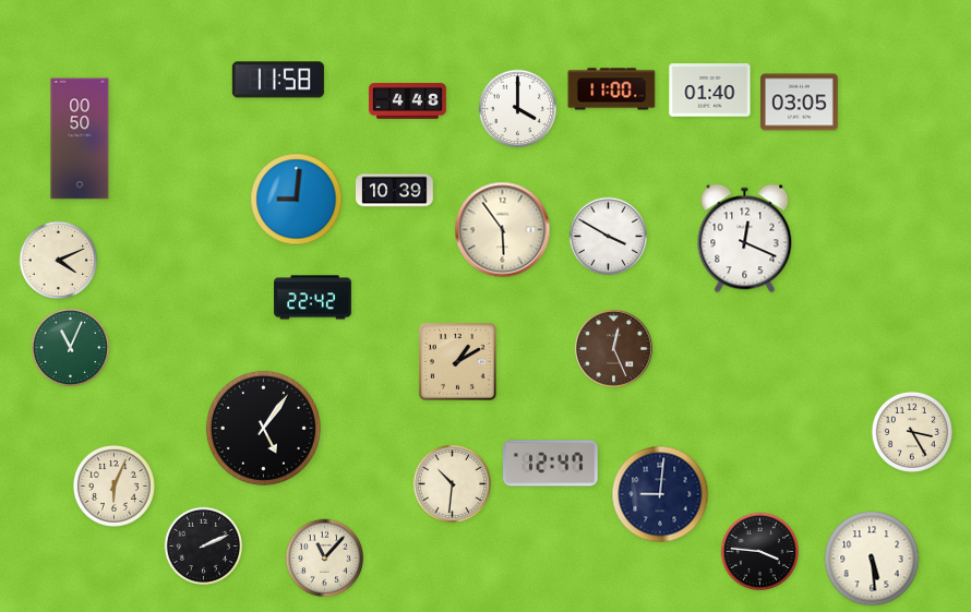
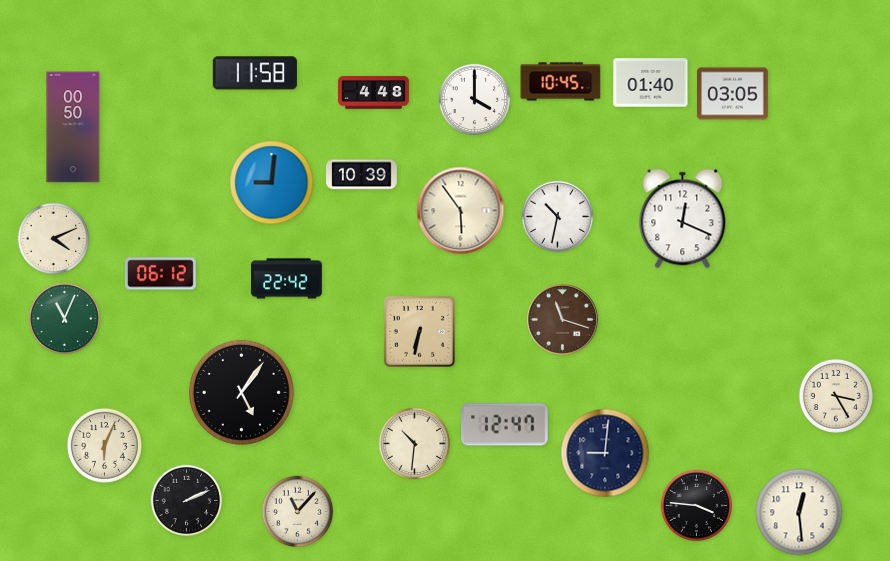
clock at (612, 89): 11:00 -> 10:45
clock at (609, 237): 3:50 -> 10:32
clock at (313, 298) position: (313, 298) -> (287, 279)
clock at (161, 274): none -> 06:12
clock at (614, 349): 12:26 -> 11:18
clock at (457, 361): 1:10 -> 6:32
clock at (872, 559): 5:29 -> 12:29
